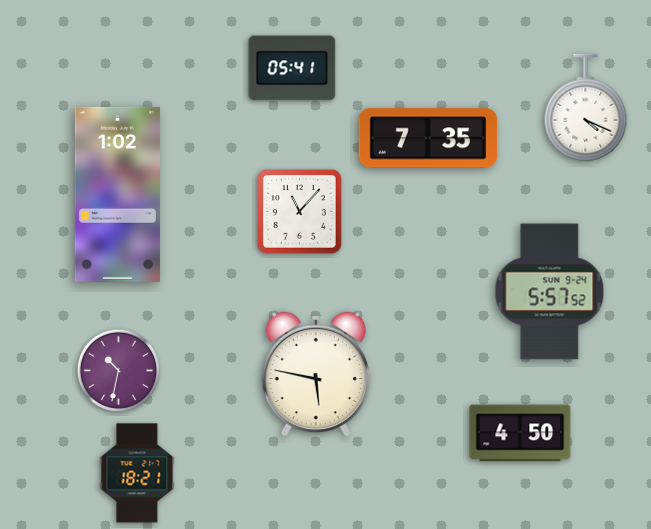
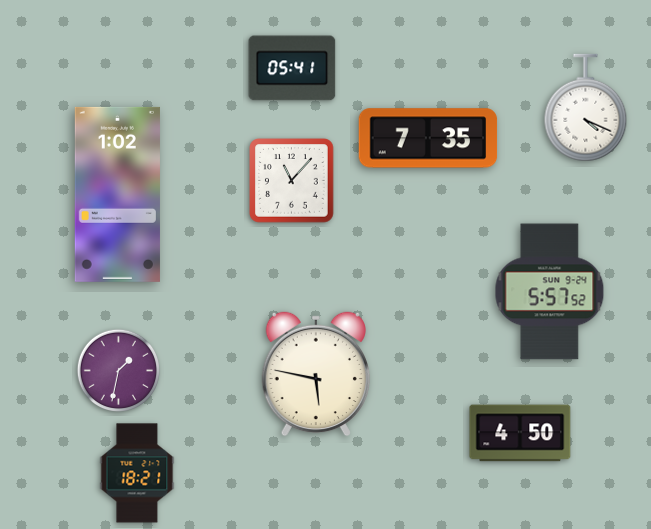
clock at (300, 212) position: (300, 212) -> (292, 181)
clock at (119, 371): 10:32 -> 1:32
